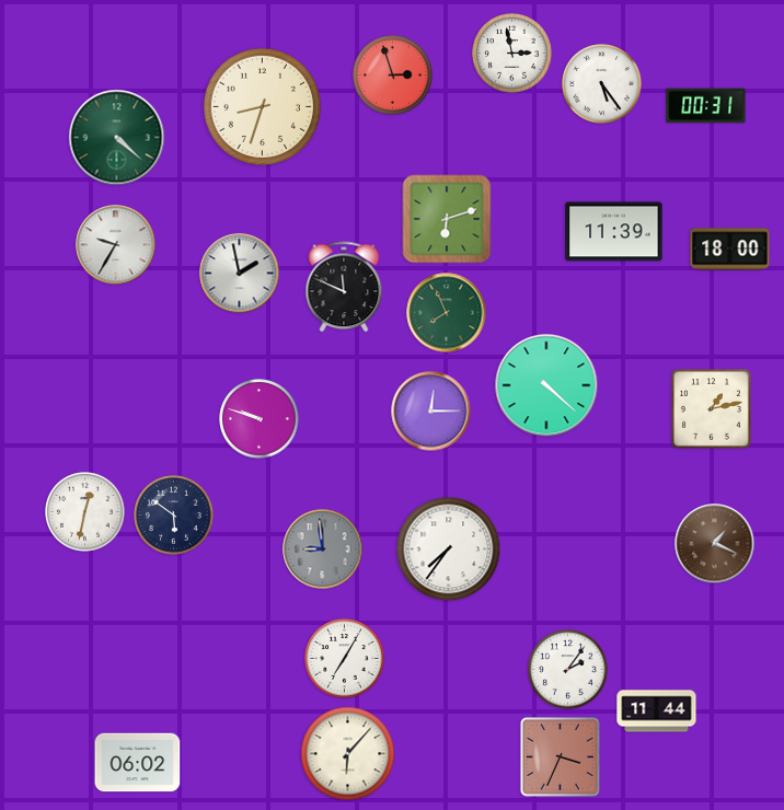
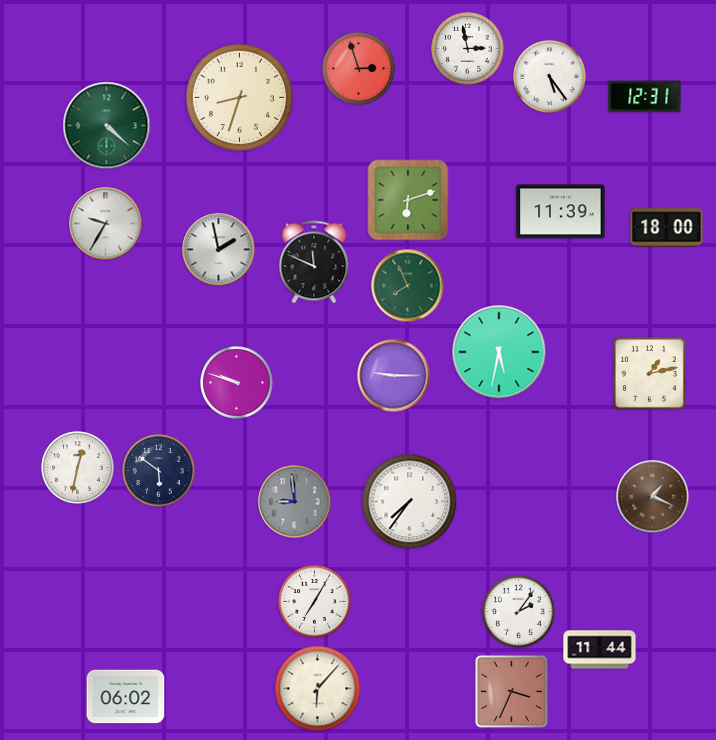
clock at (706, 106): 00:31 -> 12:31
clock at (546, 385): 4:22 -> 5:32
clock at (431, 412): 12:15 -> 9:15
